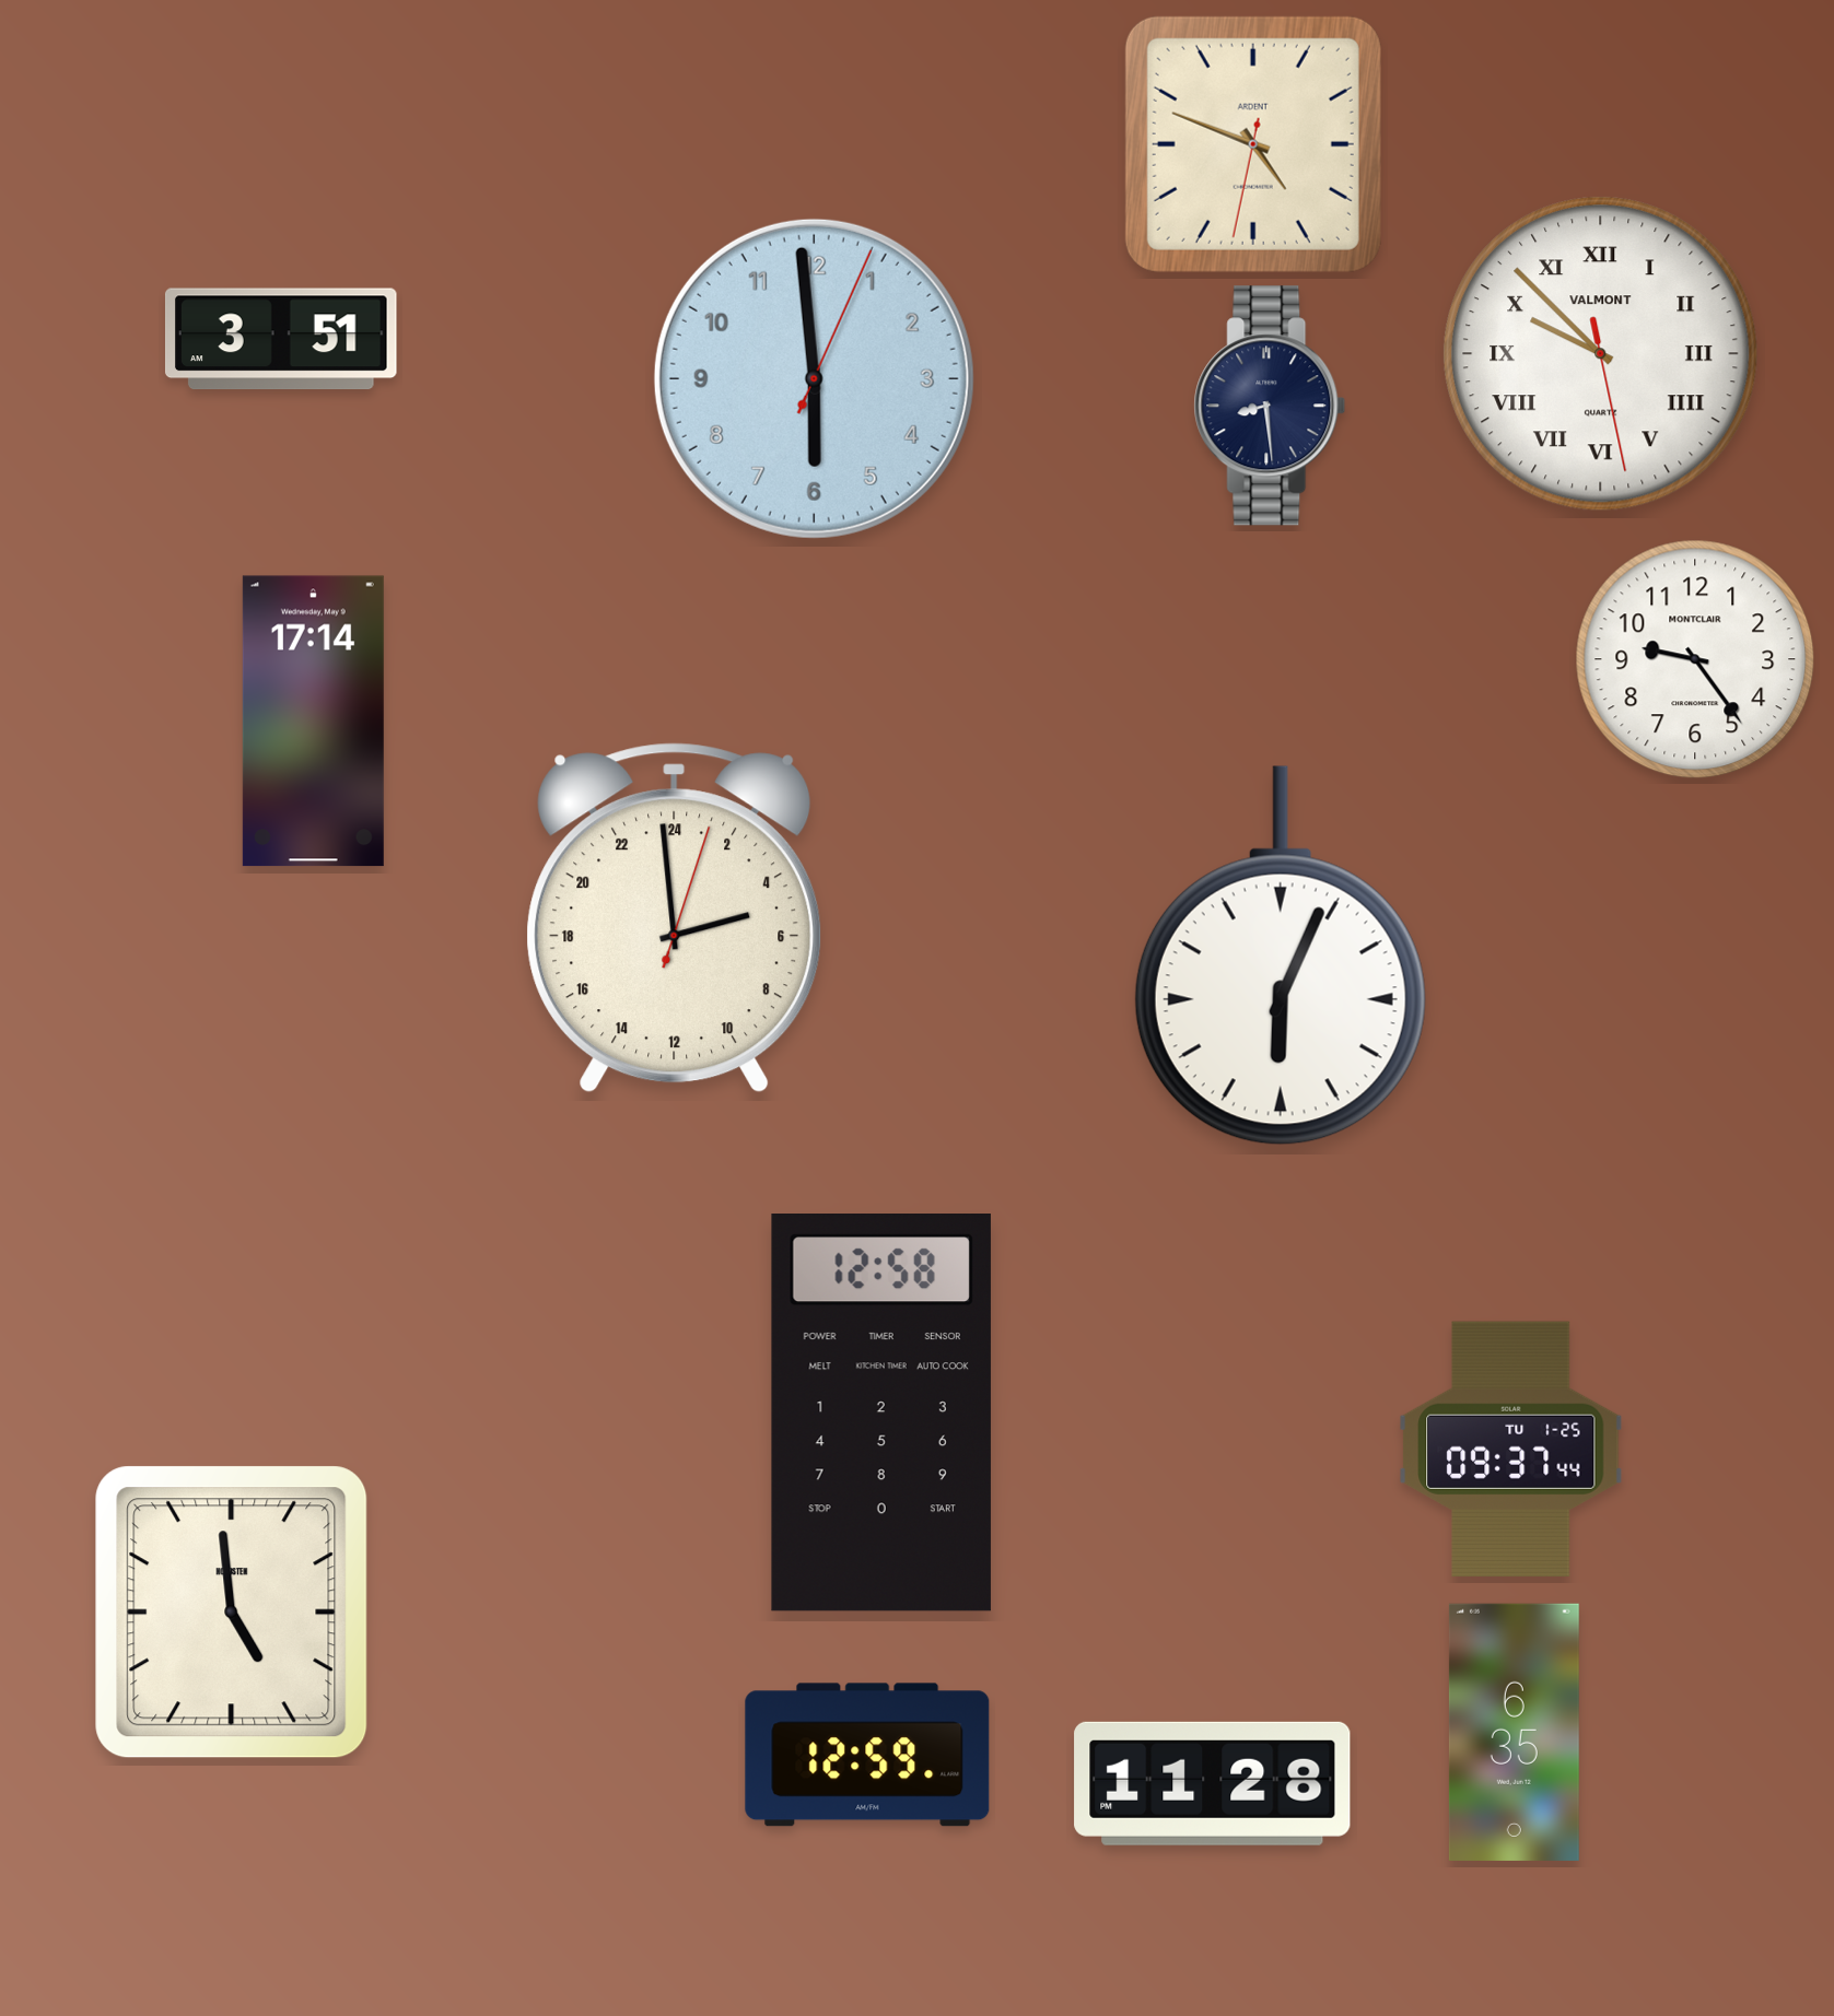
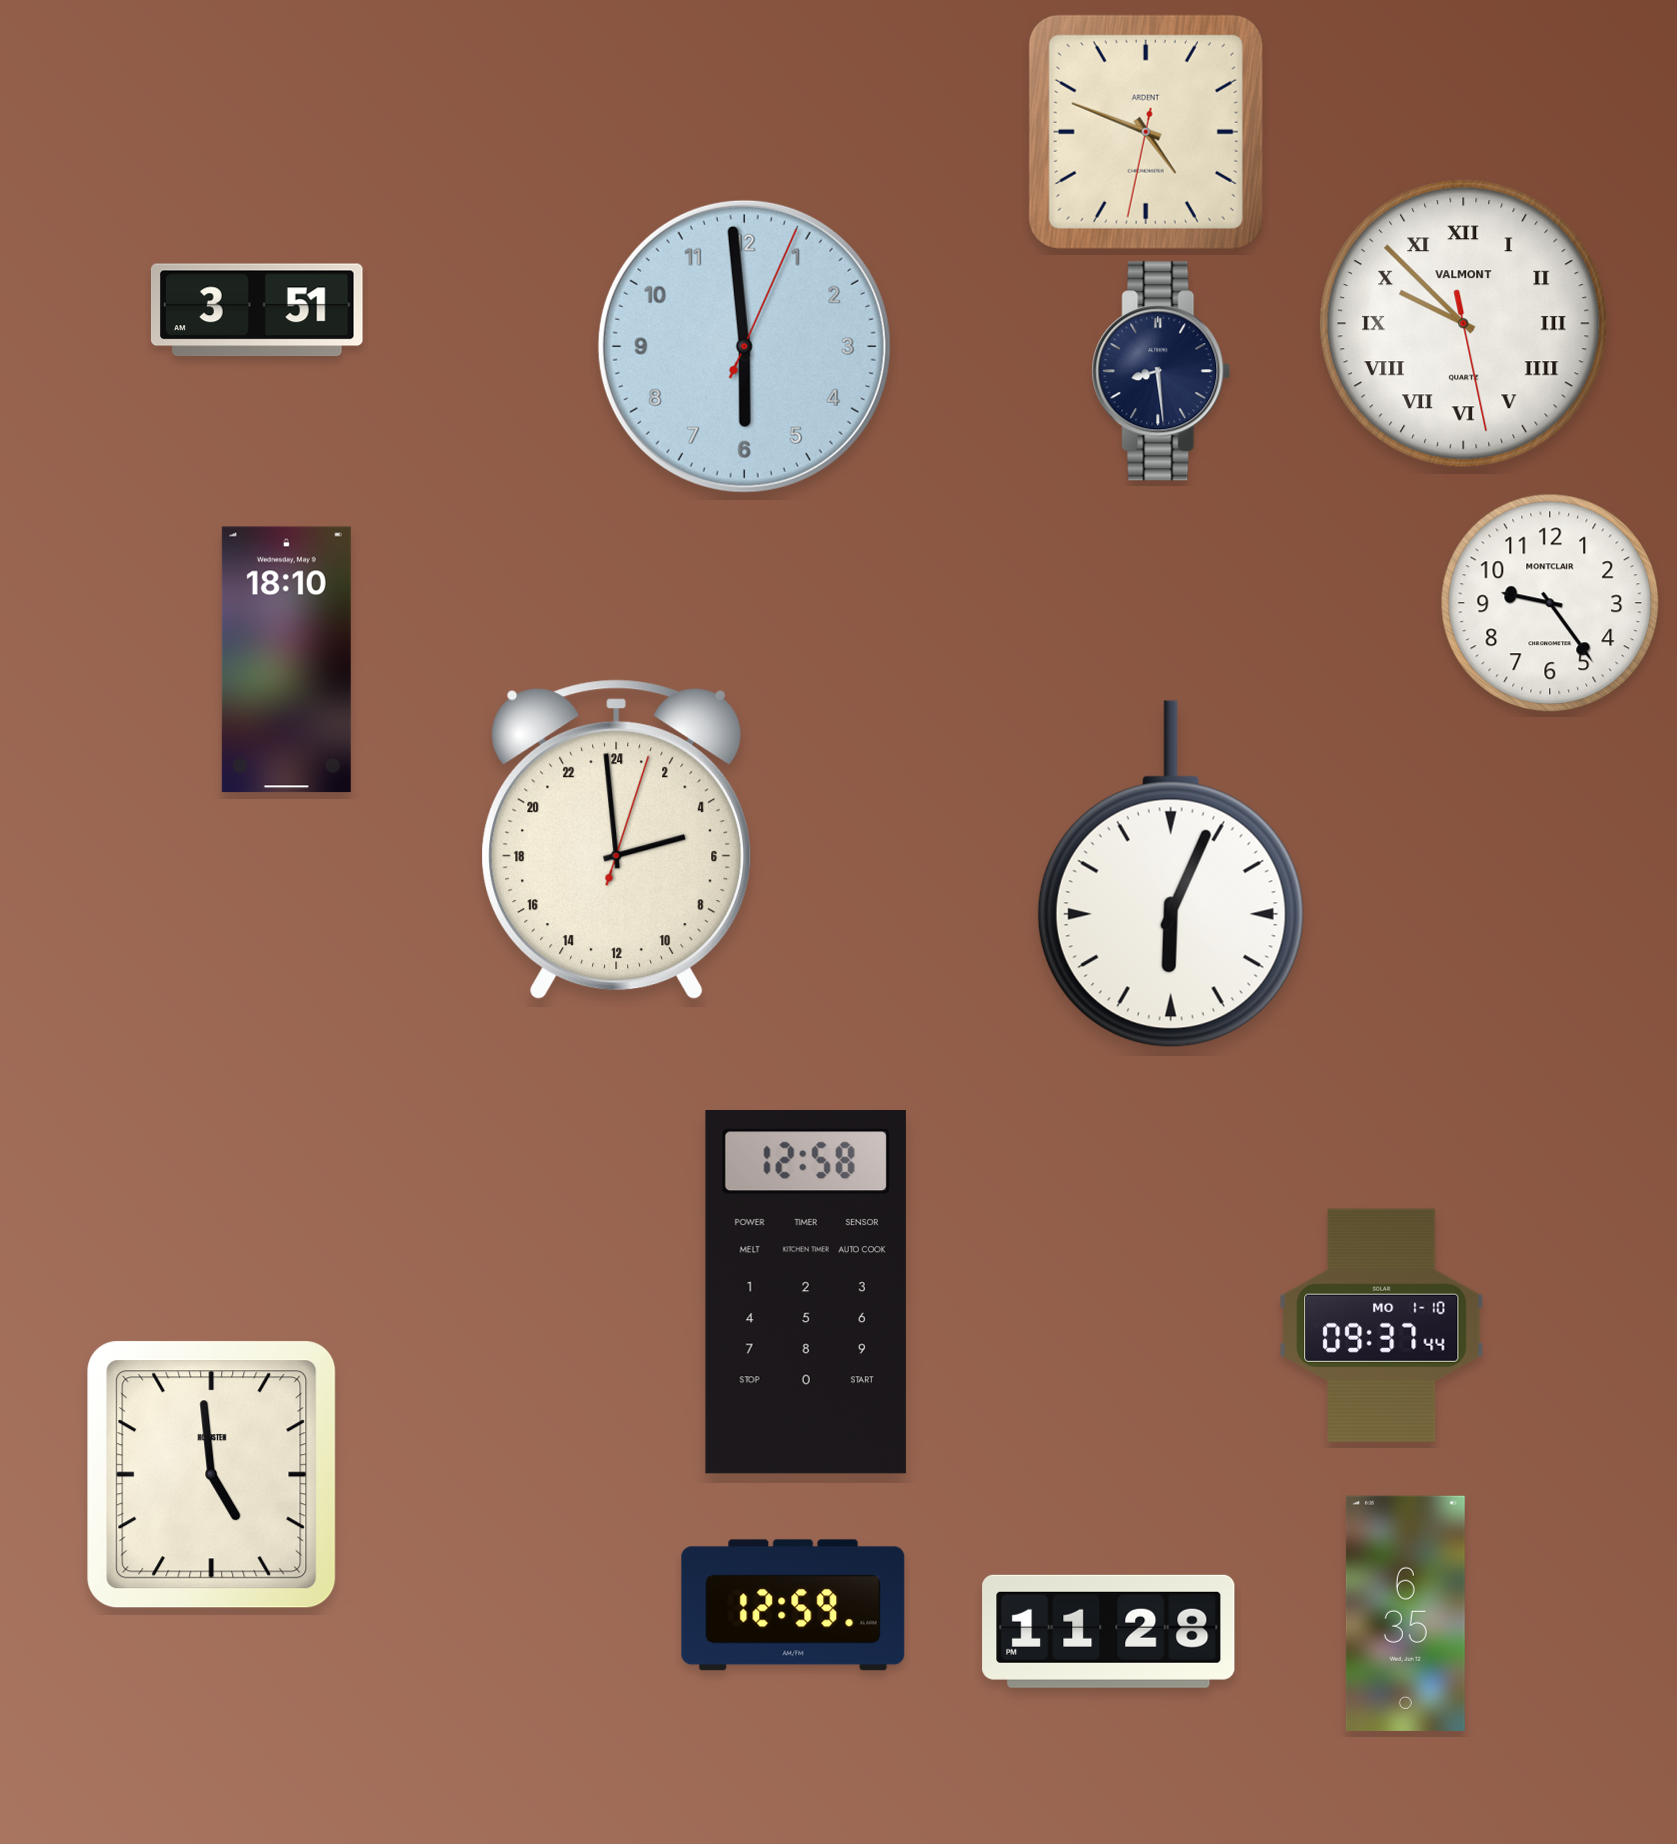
clock at (313, 722): 17:14 -> 18:10
clock at (1511, 1449) date: TU 1-25 -> MO 1-10
clock at (1514, 1732) position: (1514, 1732) -> (1405, 1613)
